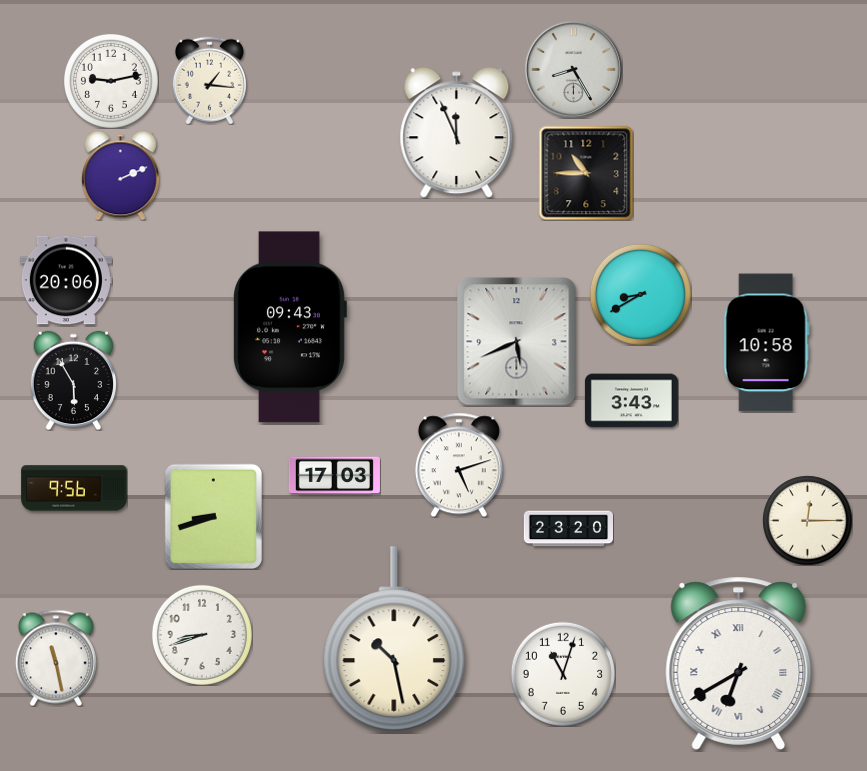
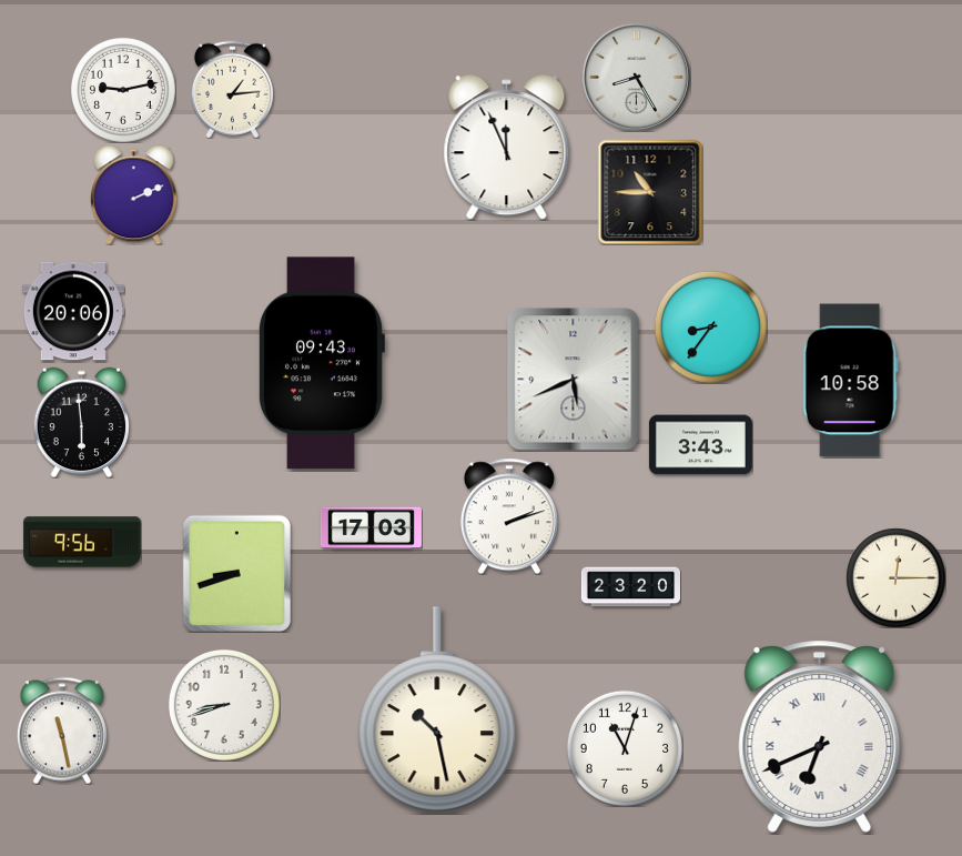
clock at (209, 80): 1:16 -> 1:14
clock at (640, 294): 8:40 -> 8:36
clock at (73, 380): 5:55 -> 5:59
clock at (459, 465): 5:12 -> 2:12
clock at (739, 663): 6:40 -> 6:41
